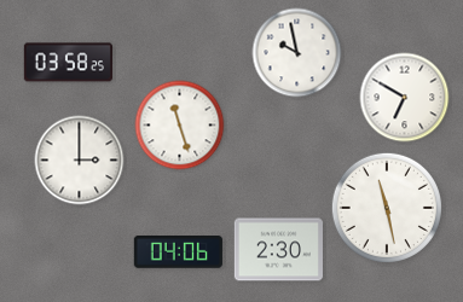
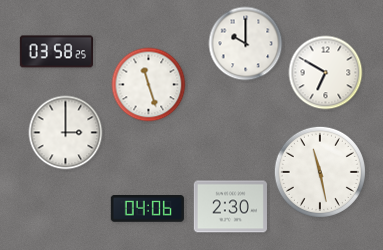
clock at (297, 53): 9:58 -> 10:00
clock at (405, 98) position: (405, 98) -> (326, 73)
clock at (180, 126) position: (180, 126) -> (149, 85)
